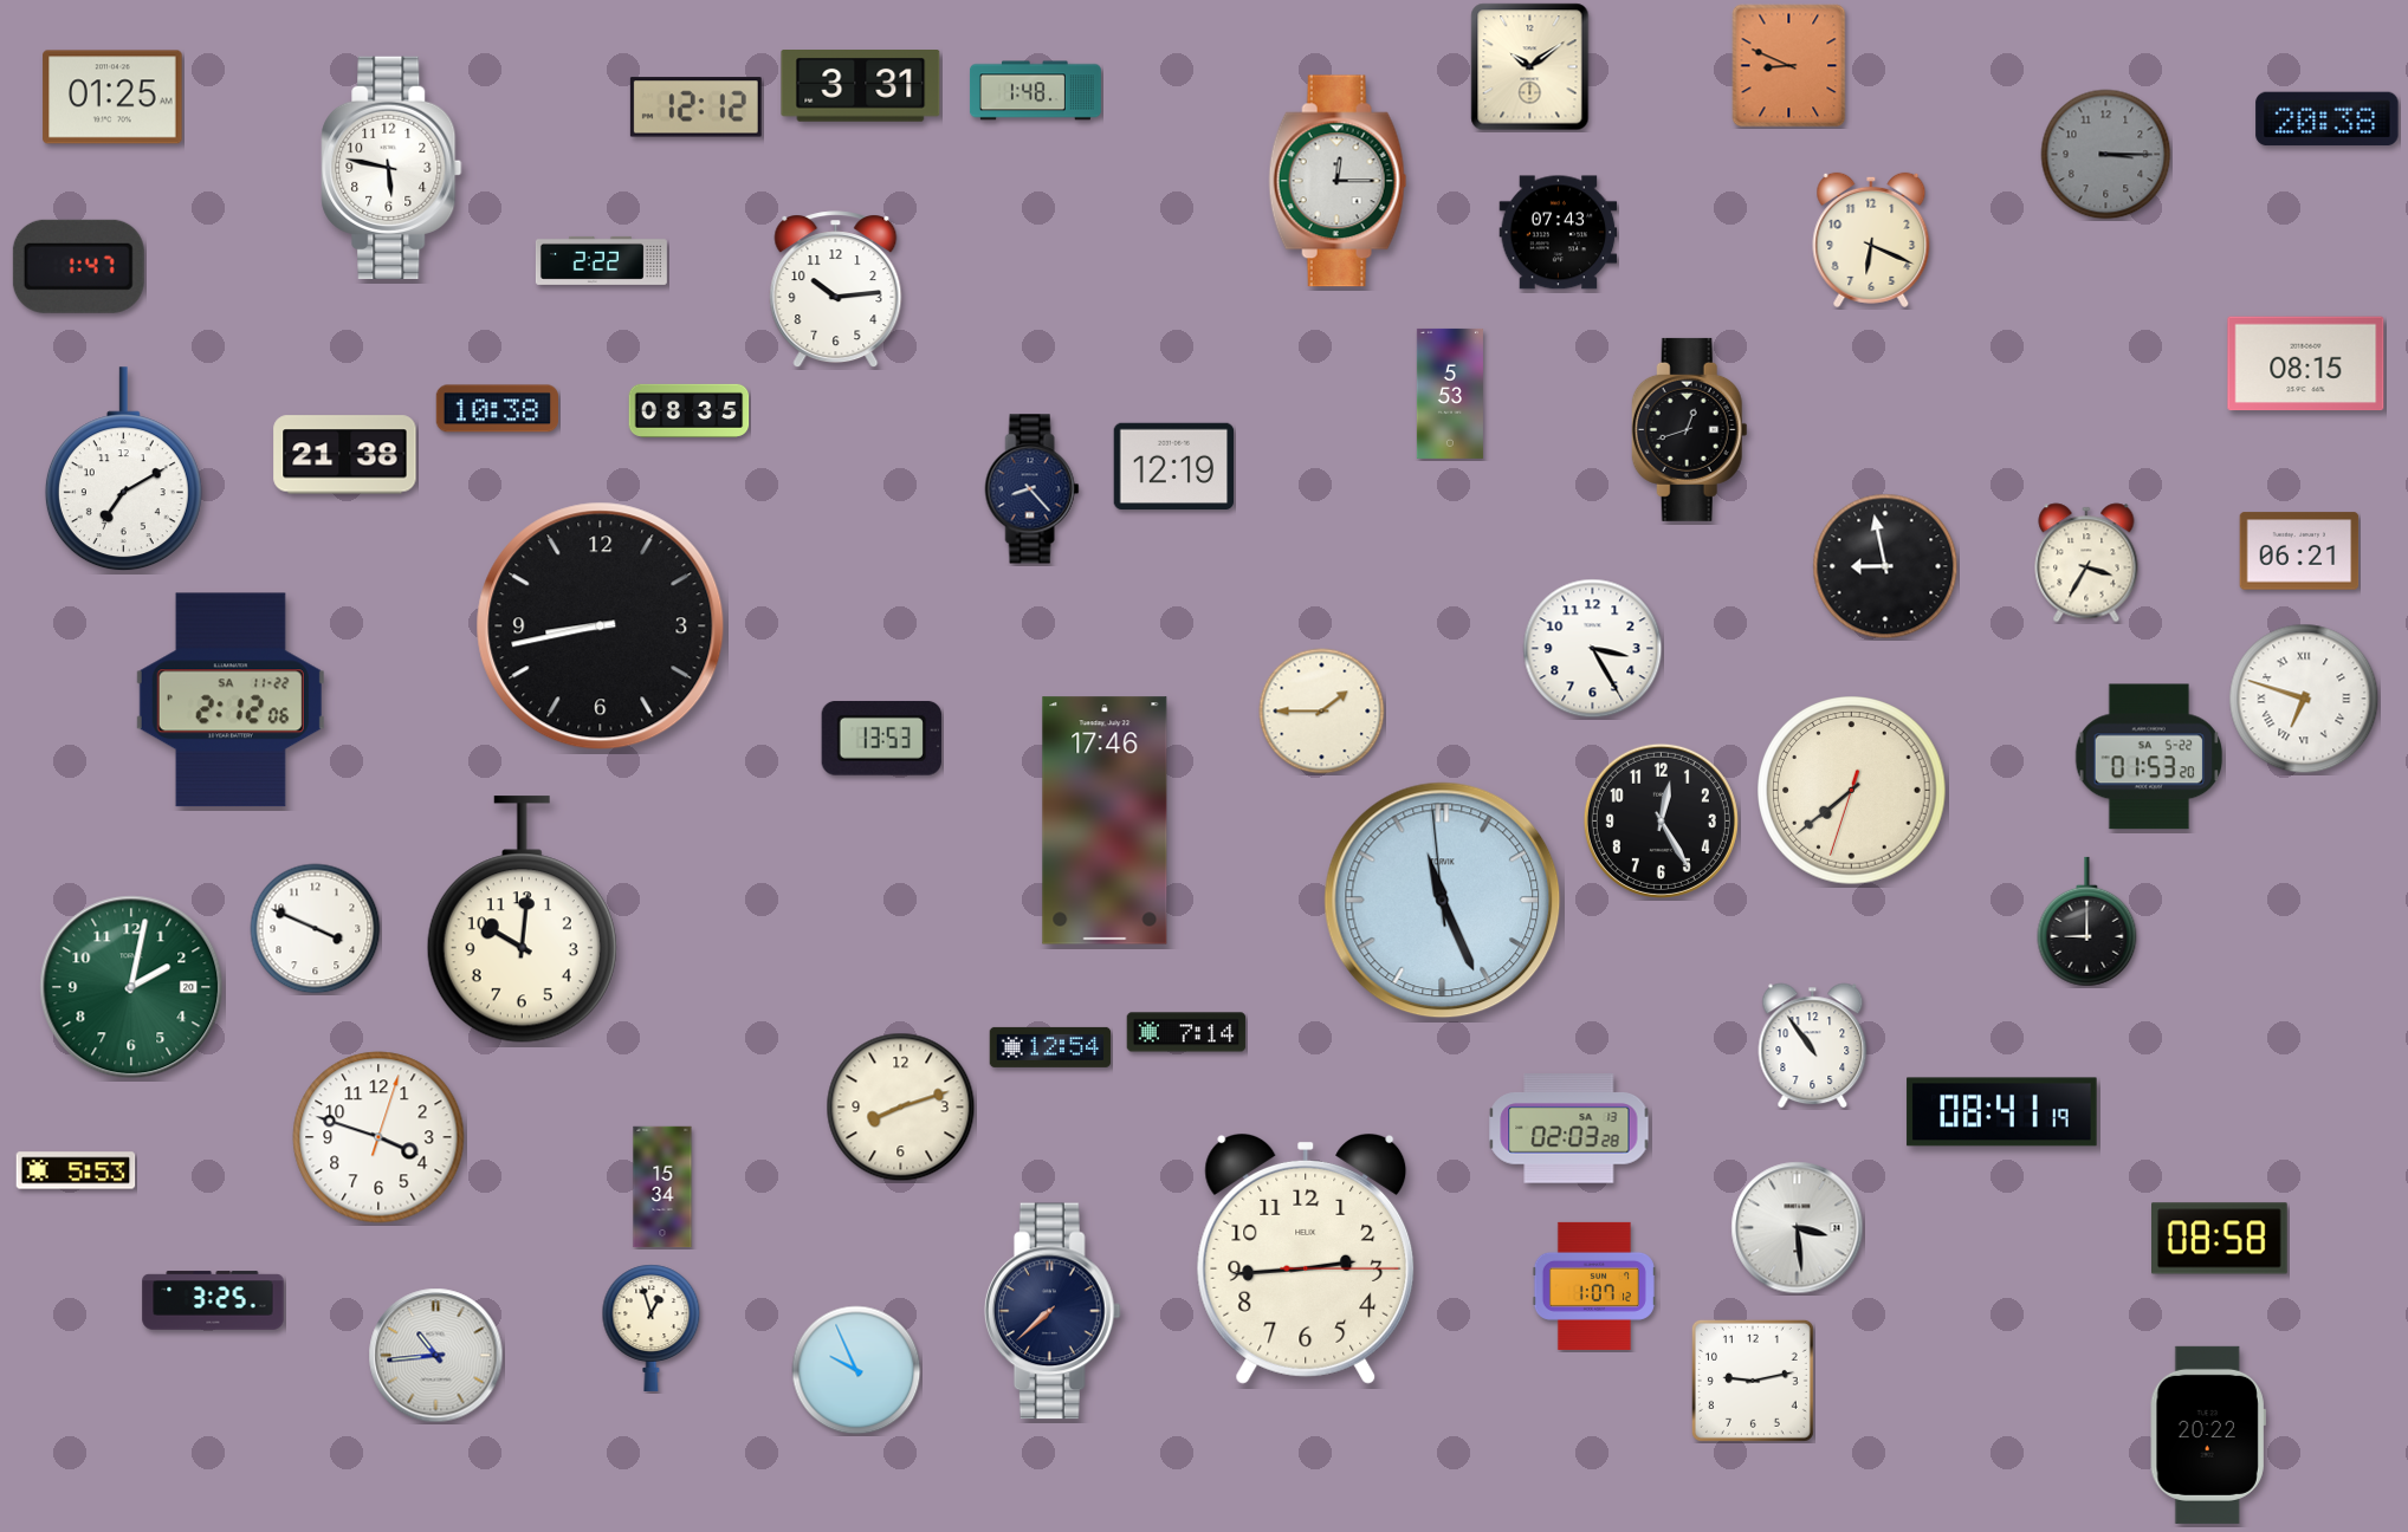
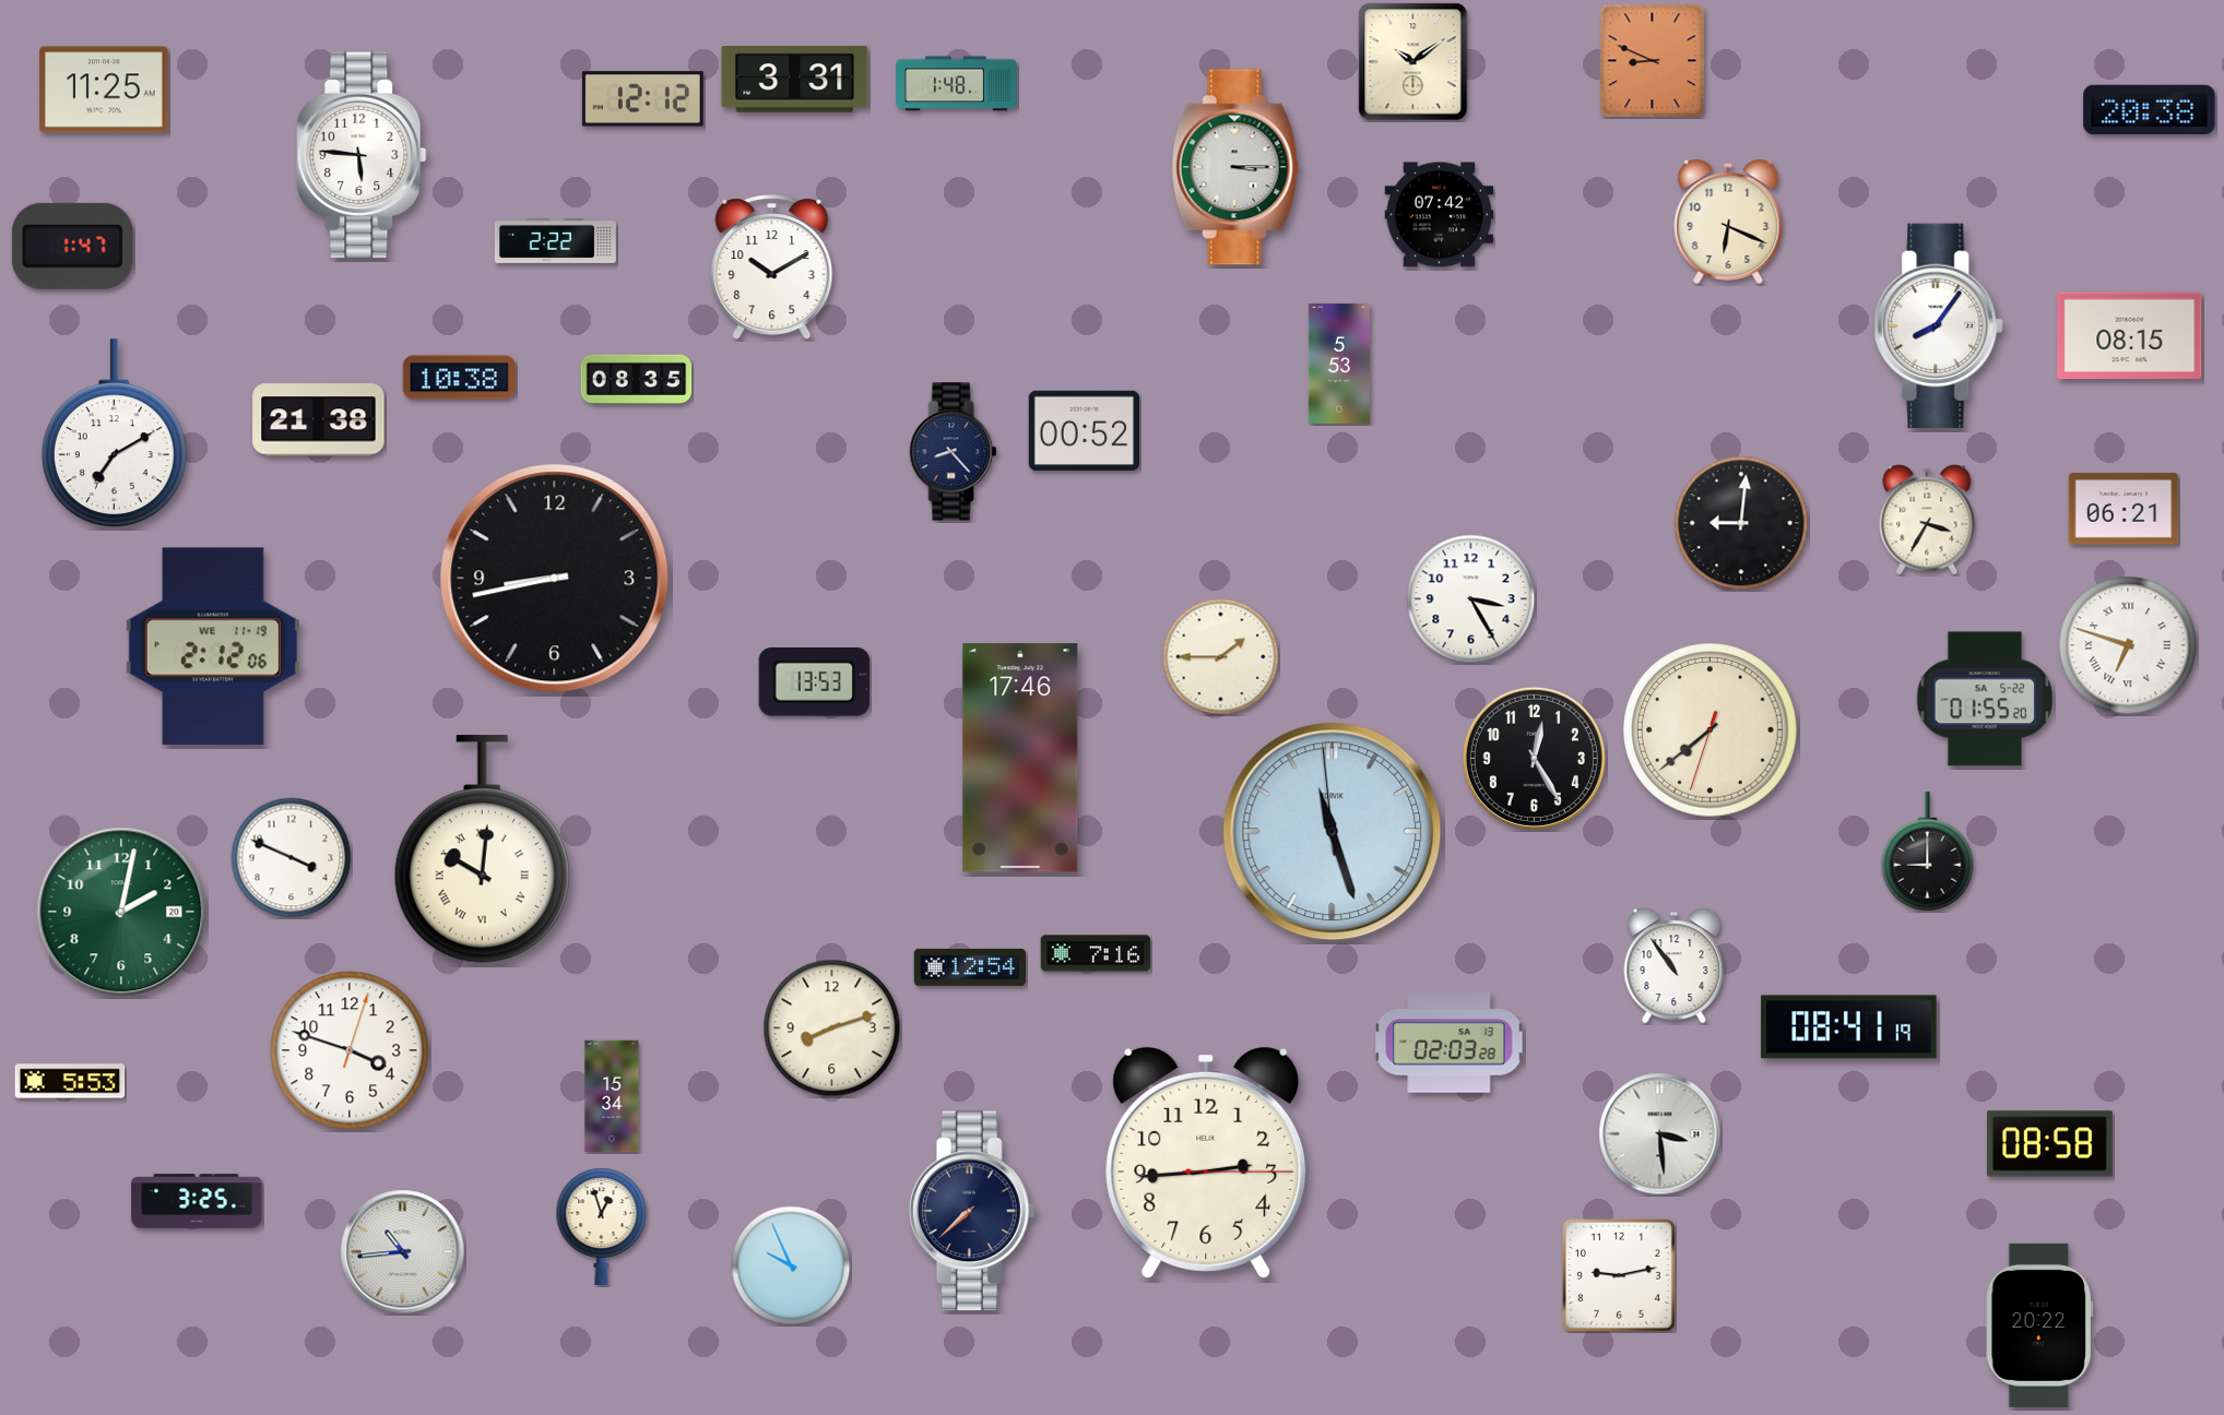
clock at (112, 97): 01:25 -> 11:25
clock at (2106, 155): 3:15 -> none
clock at (391, 168): 5:47 -> 5:46
clock at (1338, 181): 12:15 -> 3:15
clock at (1559, 233): 07:43 -> 07:42
clock at (836, 290): 10:14 -> 10:10
clock at (1939, 325): none -> 8:06
clock at (1689, 429): 12:42 -> none
clock at (1174, 466): 12:19 -> 00:52
clock at (1885, 566): 8:58 -> 9:01
clock at (231, 700) date: SA 11-22 -> WE 11-19
clock at (2149, 757): 01:53 -> 01:55
clock at (1443, 901): 11:25 -> 11:26
clock at (522, 920) numerals: Arabic -> Roman
clock at (1186, 1032): 7:14 -> 7:16
clock at (901, 1108) position: (901, 1108) -> (832, 1028)
clock at (1594, 1286): 1:07 -> none
